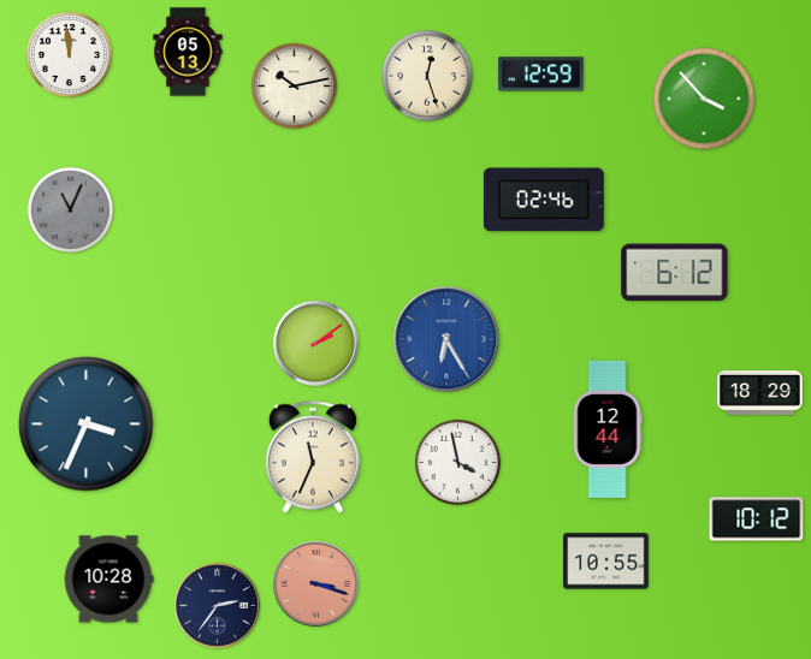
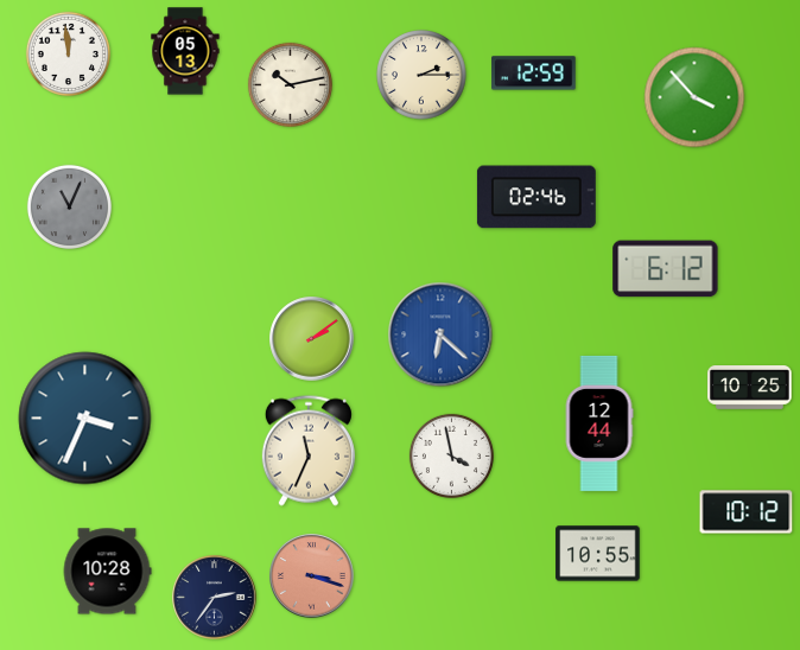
clock at (427, 76): 12:27 -> 2:15
clock at (446, 339): 6:25 -> 6:22
clock at (760, 393): 18:29 -> 10:25
